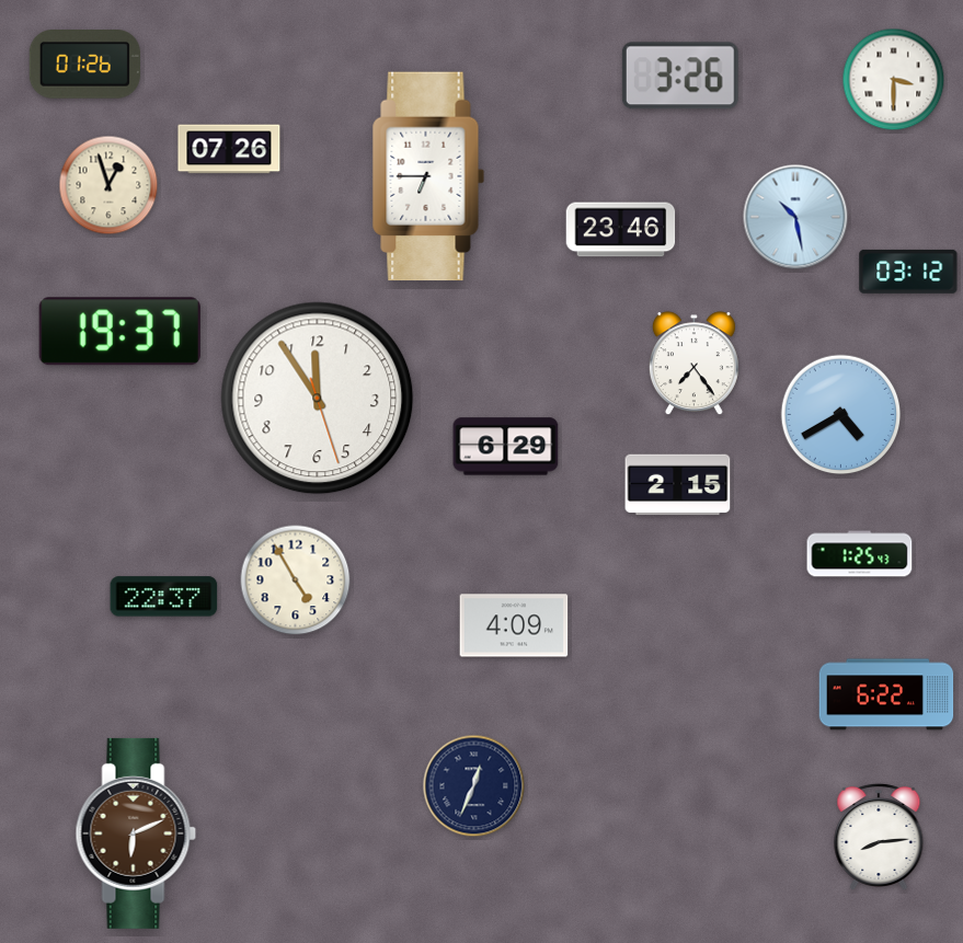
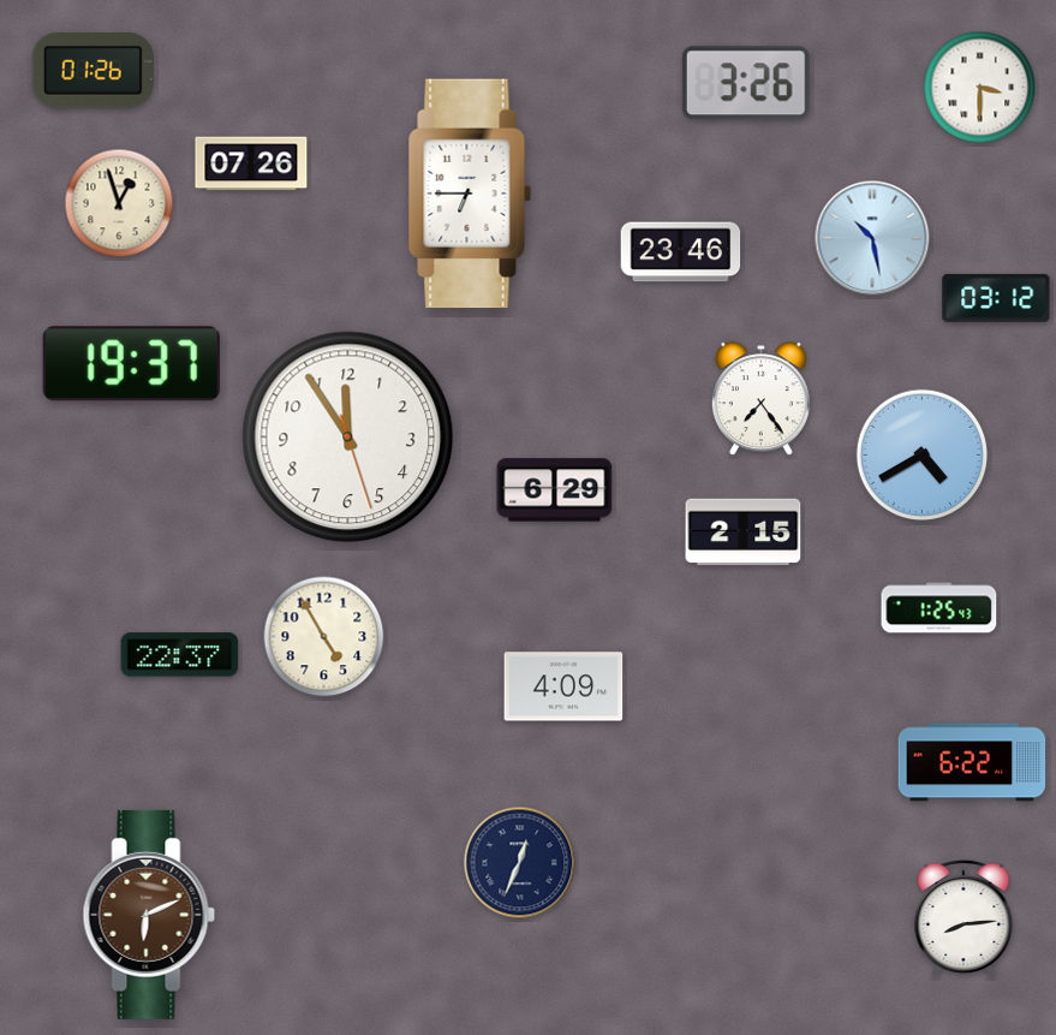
clock at (860, 554) position: (860, 554) -> (939, 608)
